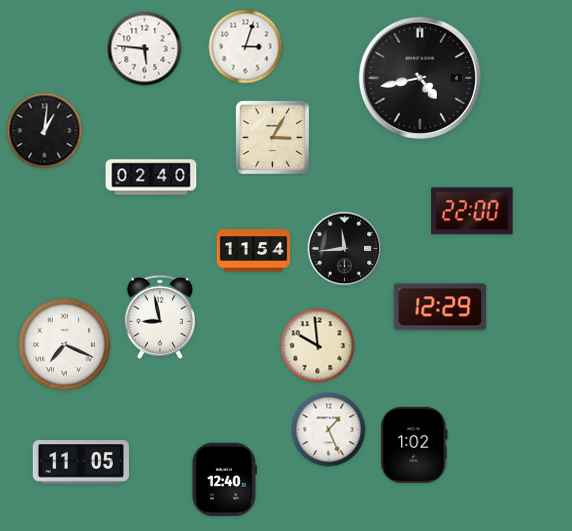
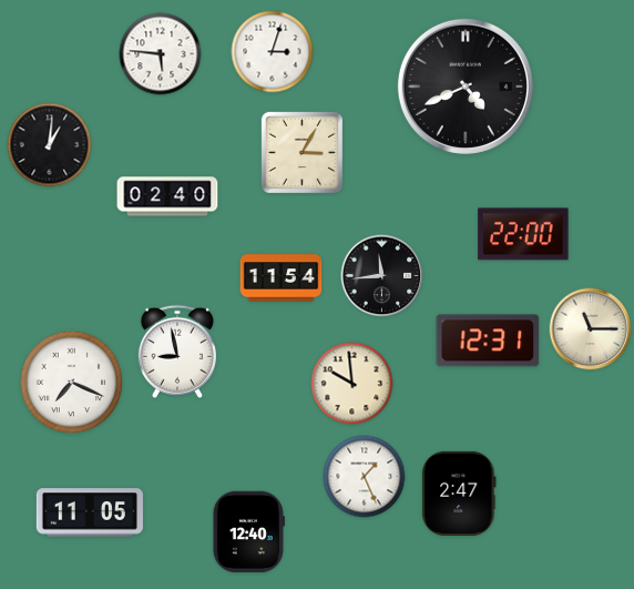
clock at (420, 78): 4:43 -> 4:41
clock at (591, 329): none -> 11:15
clock at (440, 307): 12:29 -> 12:31
clock at (414, 445): 1:02 -> 2:47
